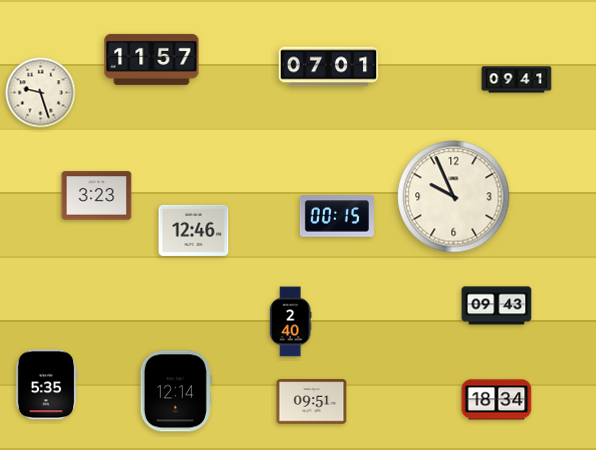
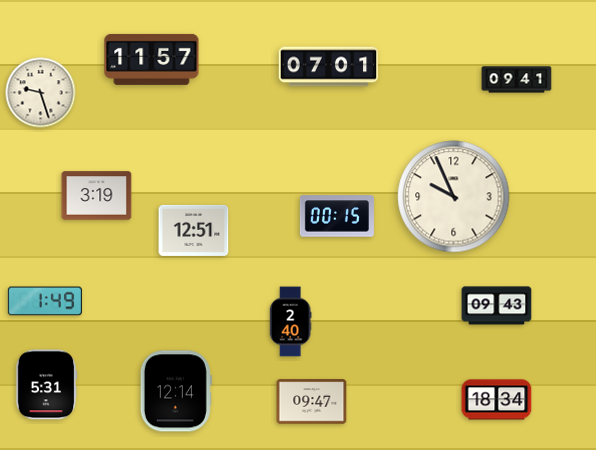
clock at (97, 196): 3:23 -> 3:19
clock at (194, 230): 12:46 -> 12:51
clock at (45, 301): none -> 1:49
clock at (46, 385): 5:35 -> 5:31
clock at (312, 402): 09:51 -> 09:47
